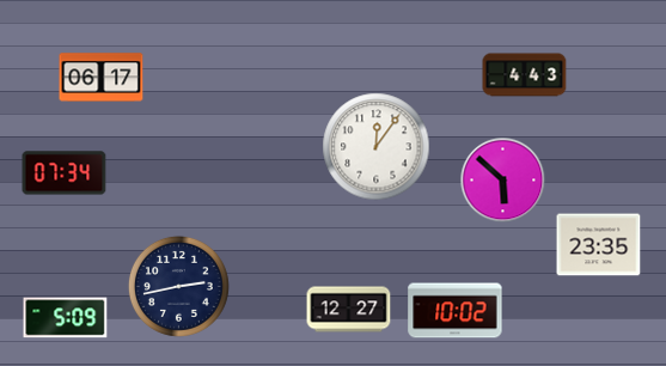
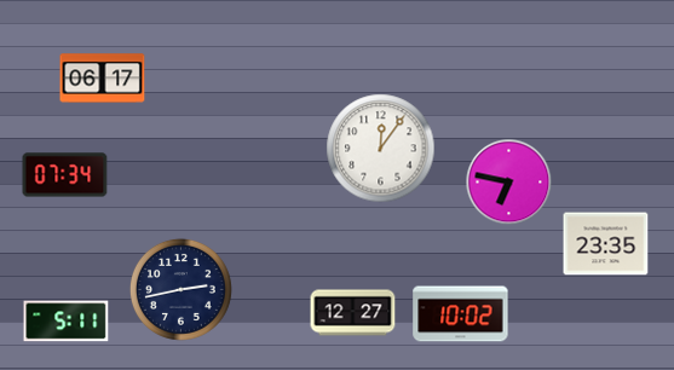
clock at (525, 75): 4:43 -> none
clock at (503, 181): 5:52 -> 6:47
clock at (599, 245) position: (599, 245) -> (606, 244)
clock at (66, 318): 5:09 -> 5:11
